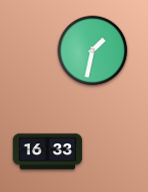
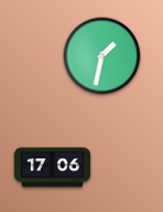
clock at (48, 152): 16:33 -> 17:06
